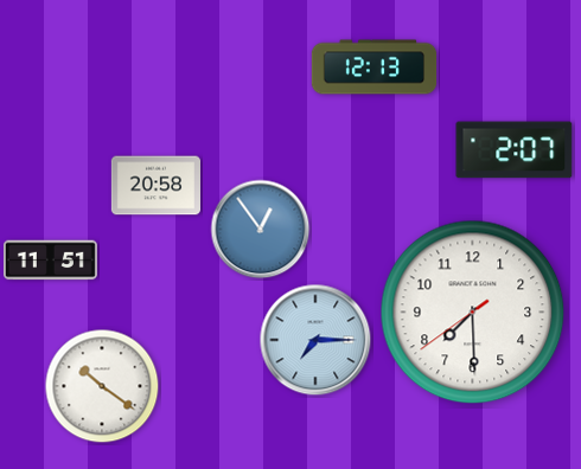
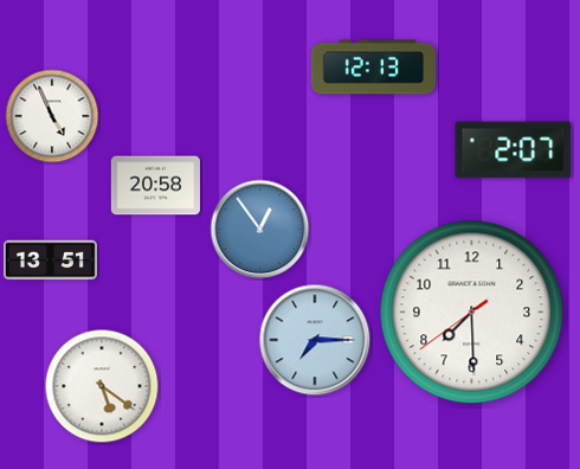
clock at (52, 116): none -> 4:56
clock at (50, 261): 11:51 -> 13:51
clock at (102, 386): 10:21 -> 5:21
